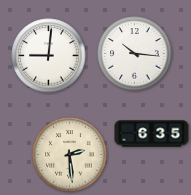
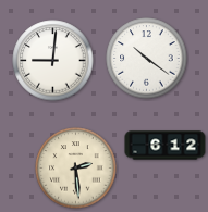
clock at (135, 54): 10:16 -> 10:21
clock at (152, 134): 6:35 -> 6:12
